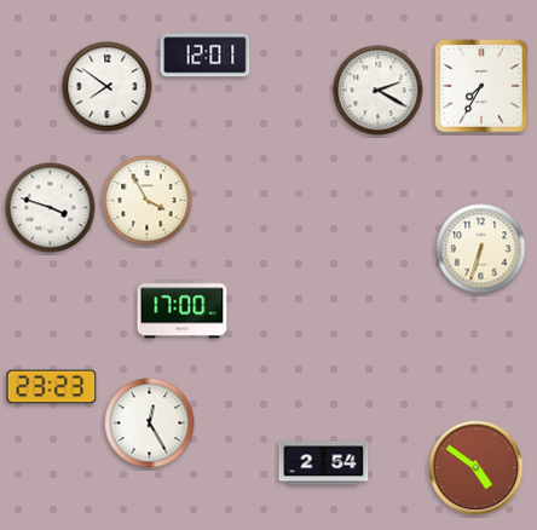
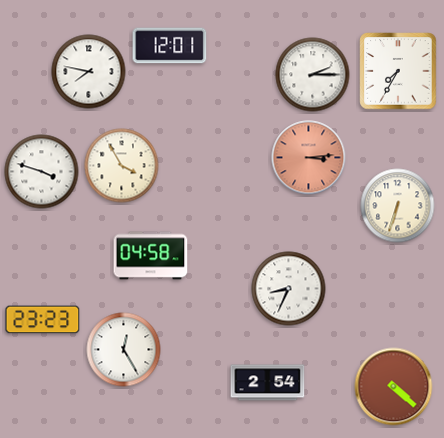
clock at (108, 87): 7:51 -> 7:47
clock at (379, 91): 2:20 -> 2:15
clock at (309, 158): none -> 3:14
clock at (183, 310): 17:00 -> 04:58
clock at (289, 289): none -> 8:34
clock at (477, 468): 4:51 -> 4:22
